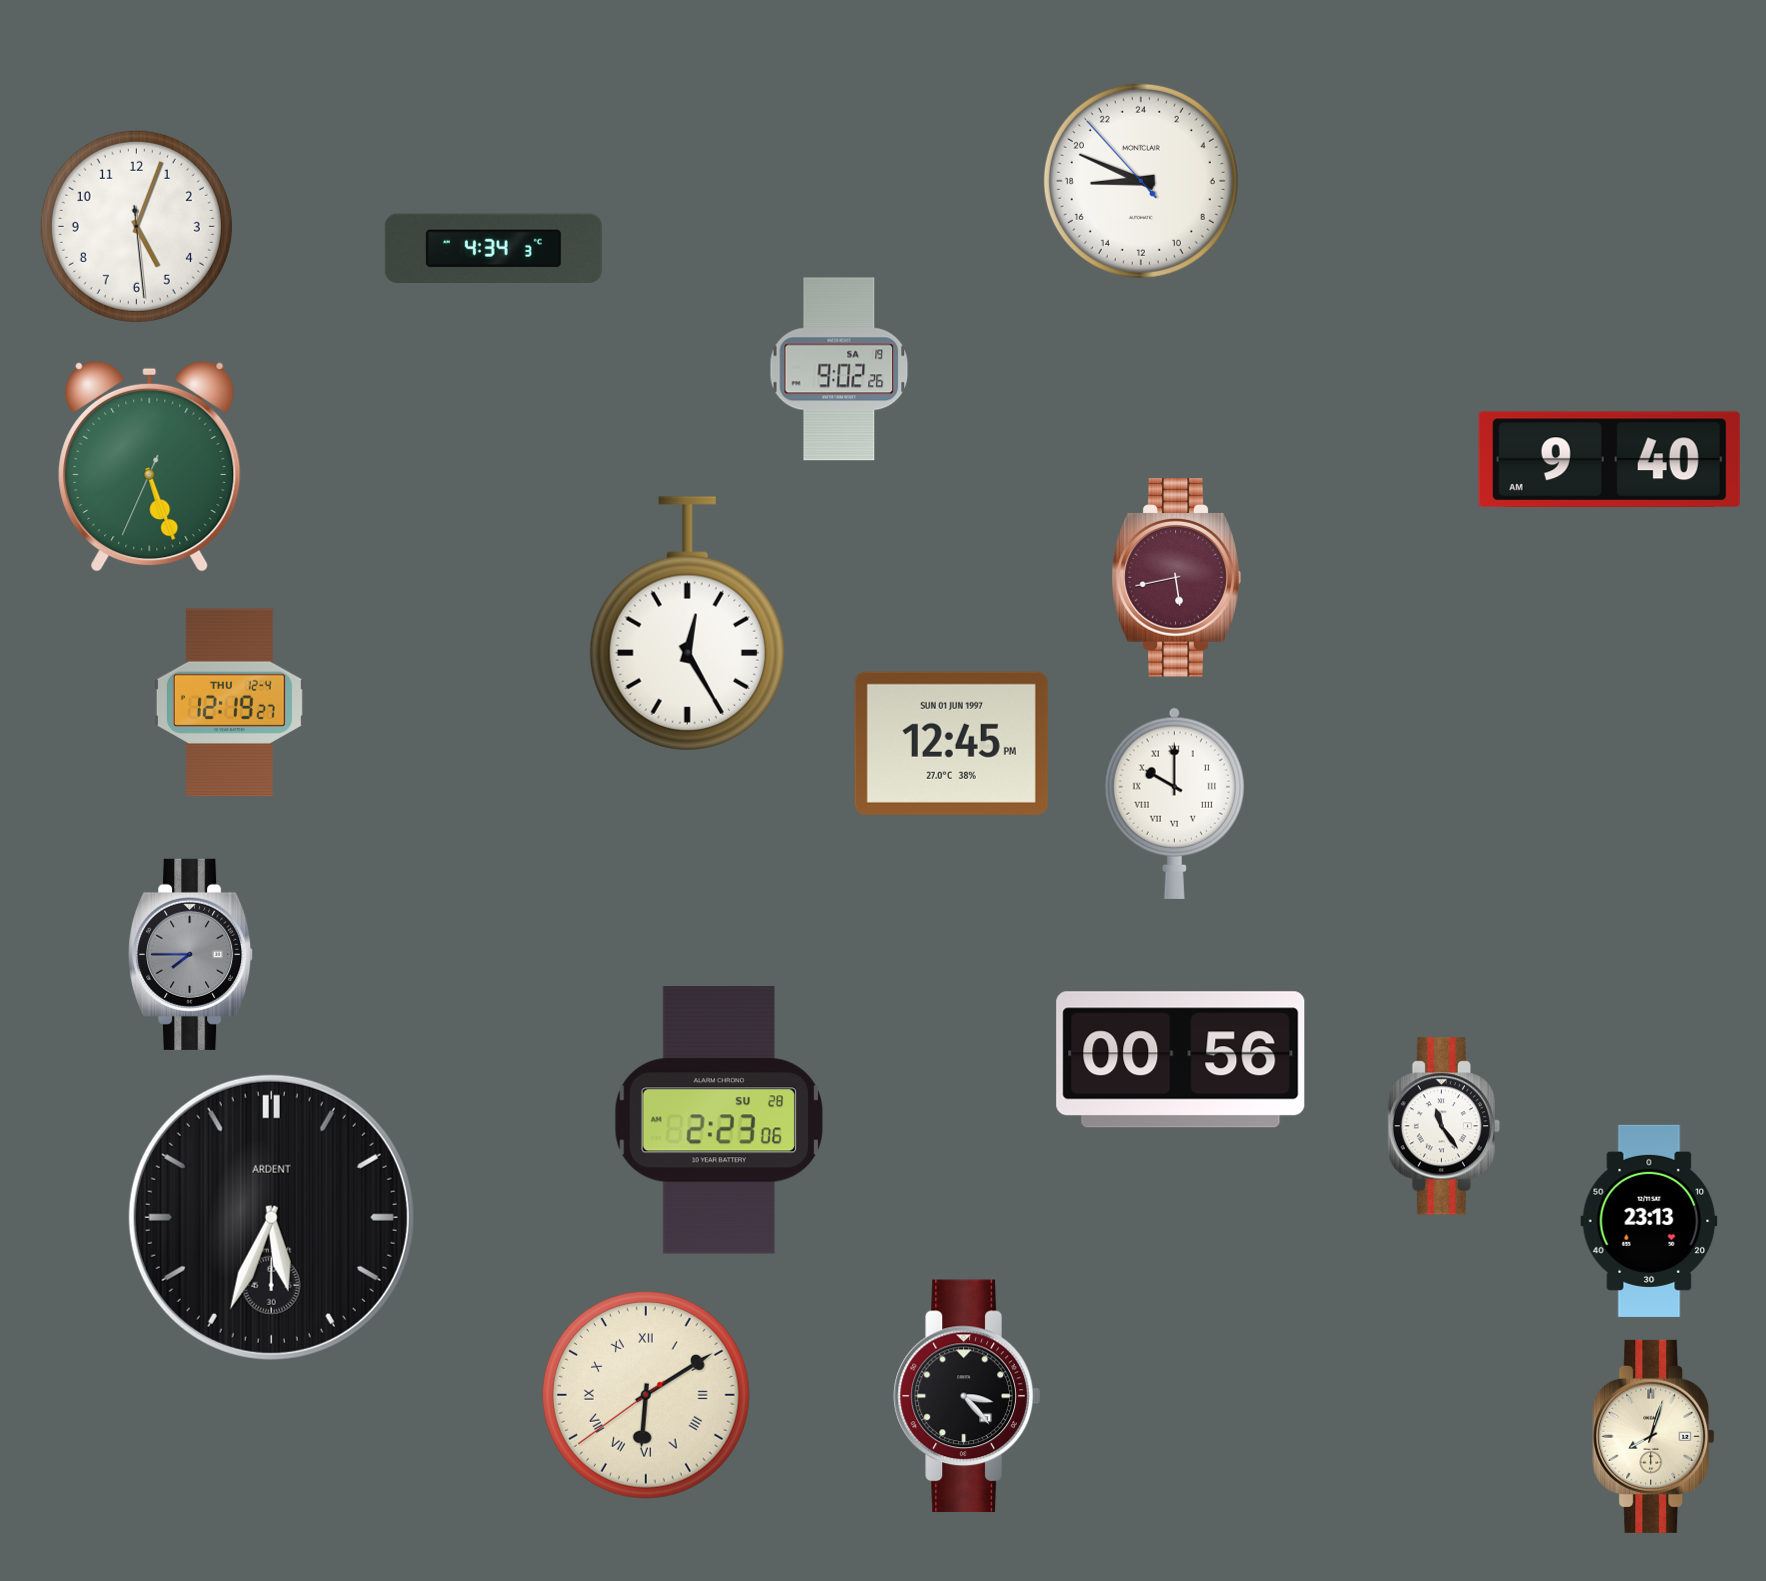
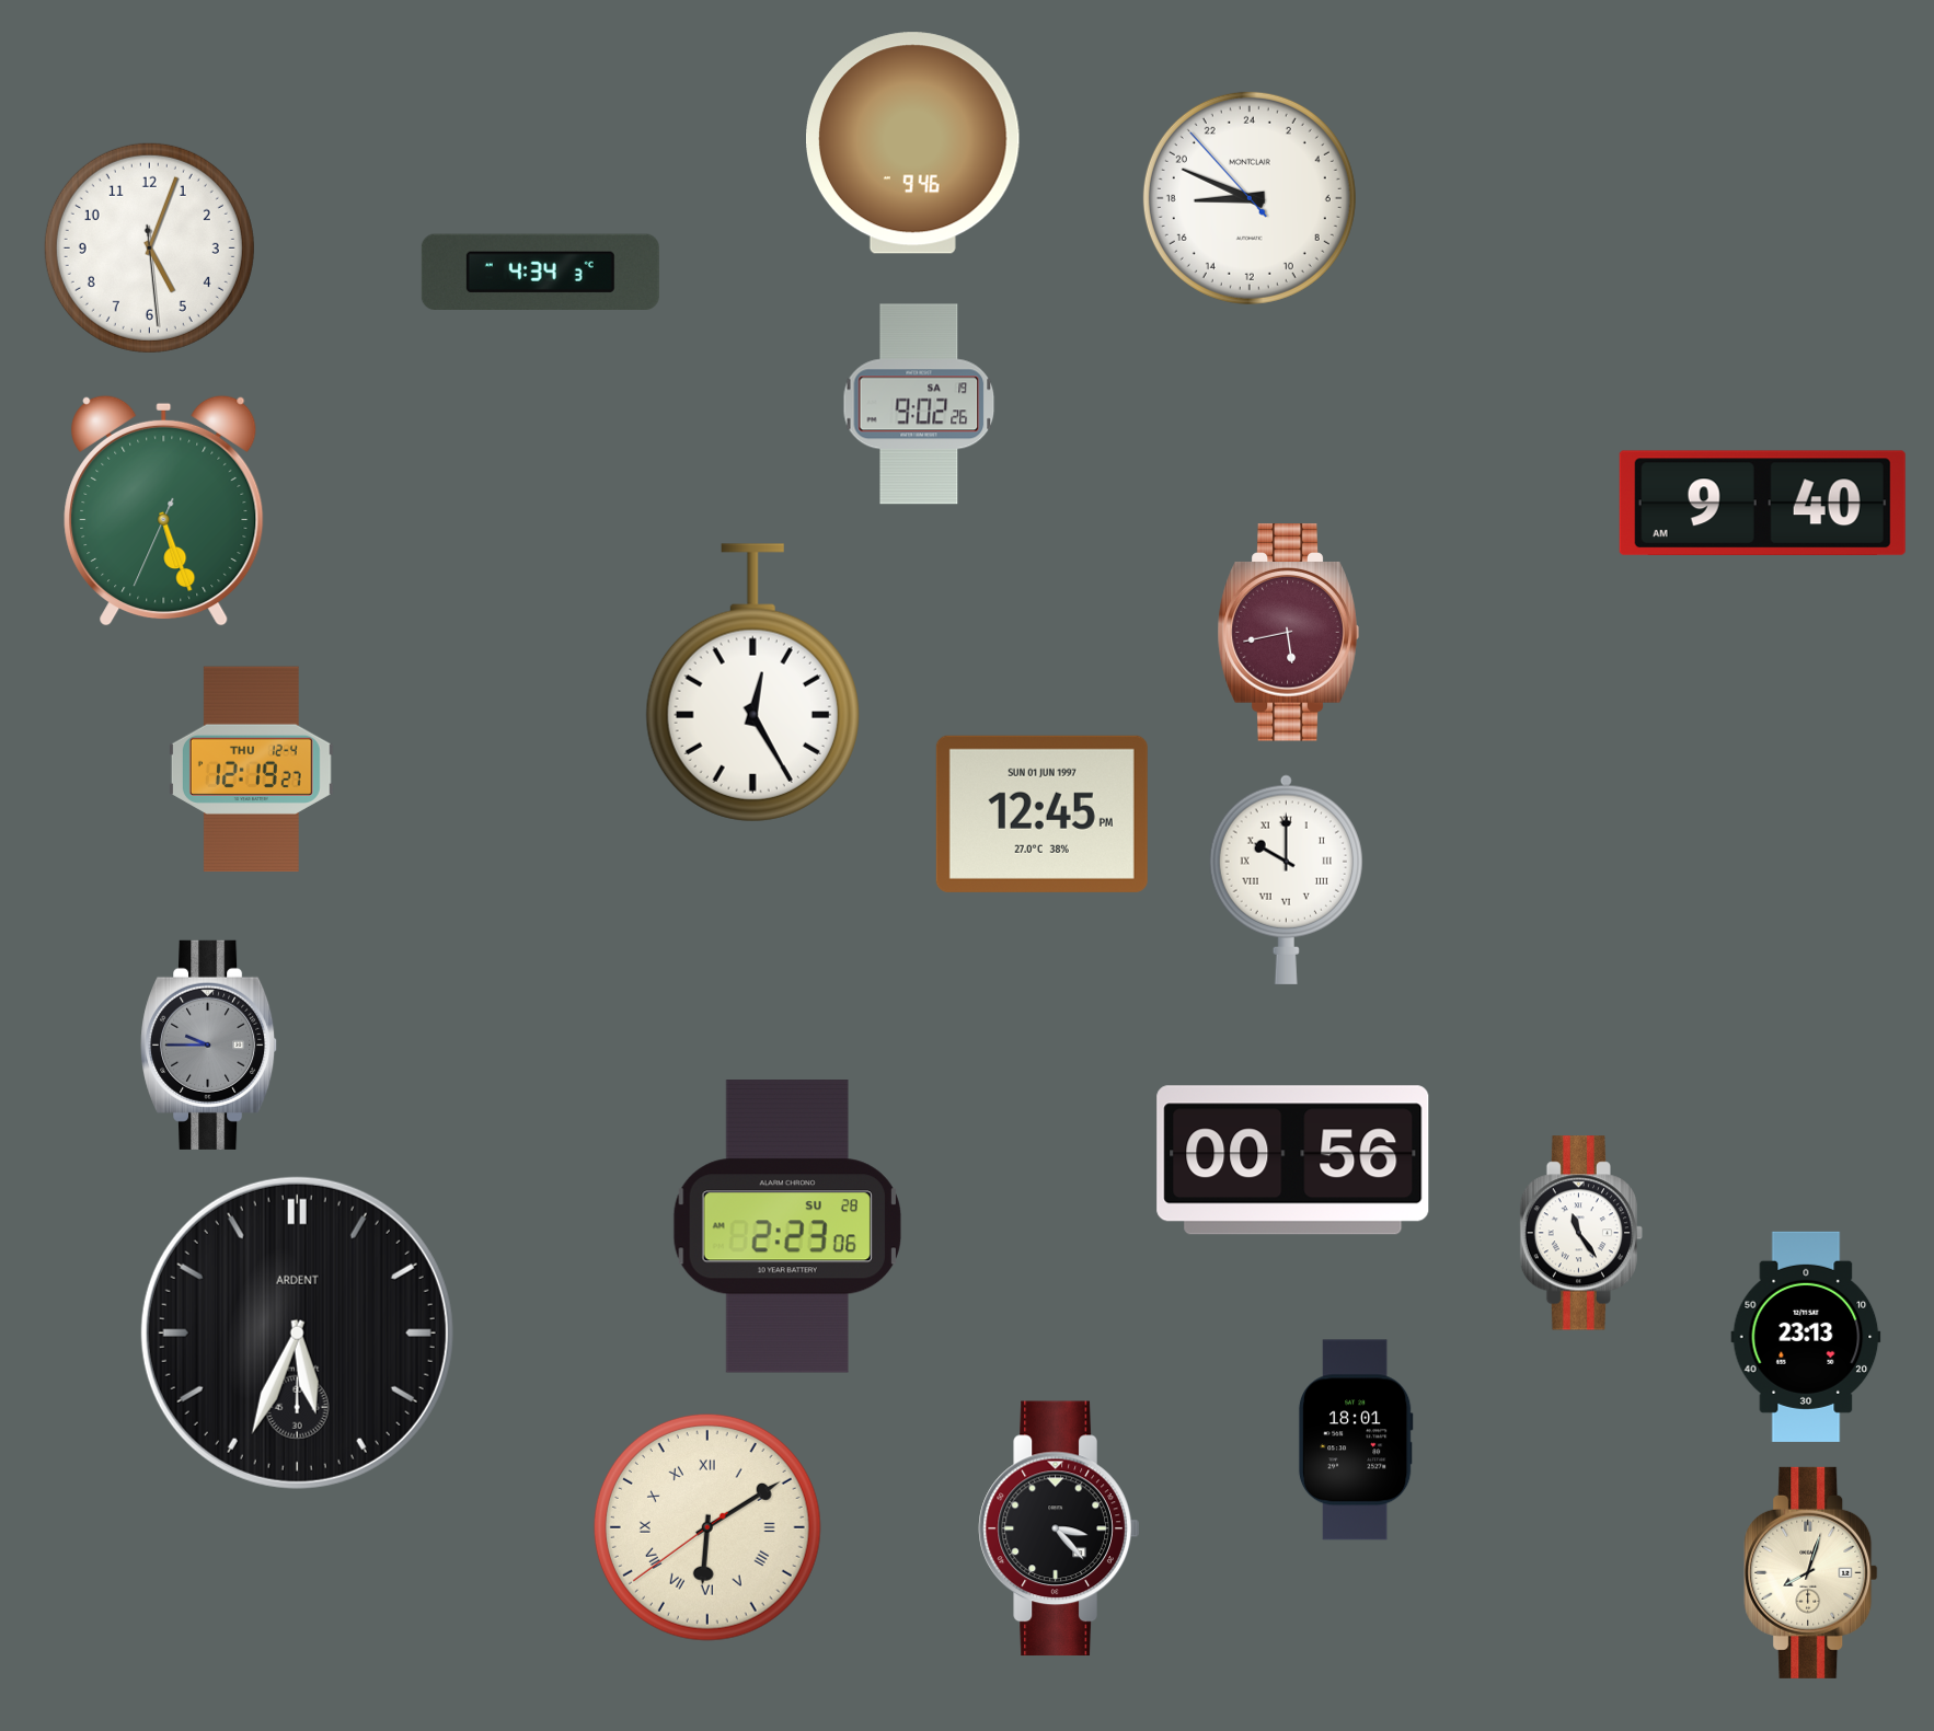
clock at (913, 143): none -> 9:46
clock at (191, 954): 7:45 -> 9:45
clock at (1356, 1440): none -> 18:01
